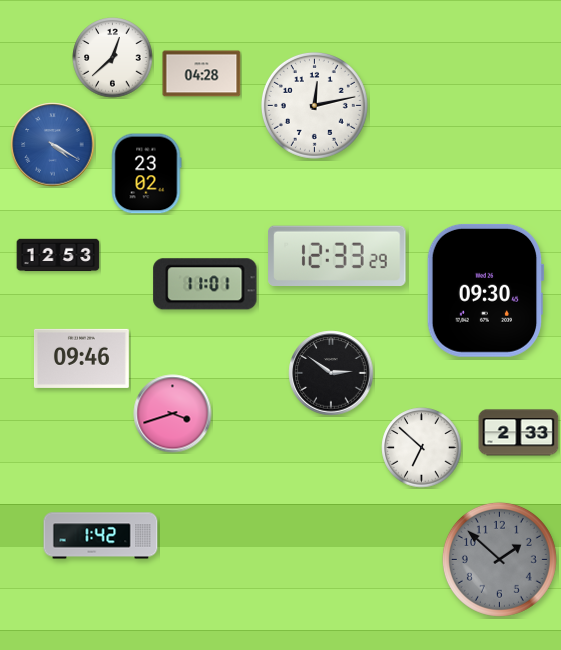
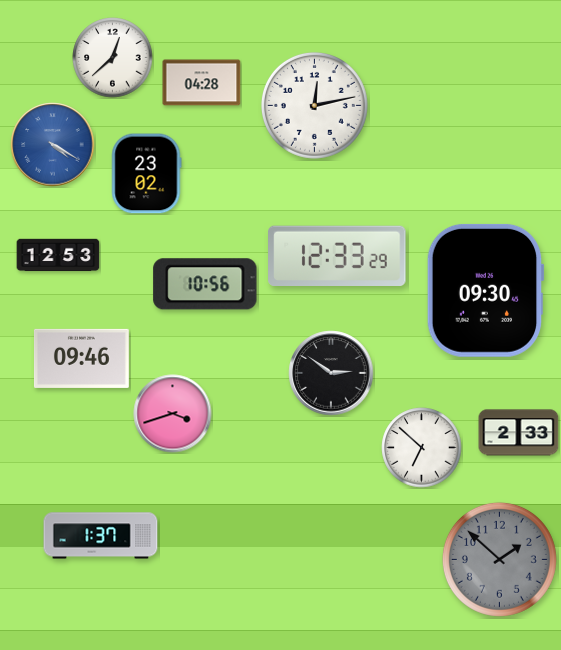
clock at (202, 74) position: (202, 74) -> (202, 83)
clock at (205, 284): 11:01 -> 10:56
clock at (101, 536): 1:42 -> 1:37
